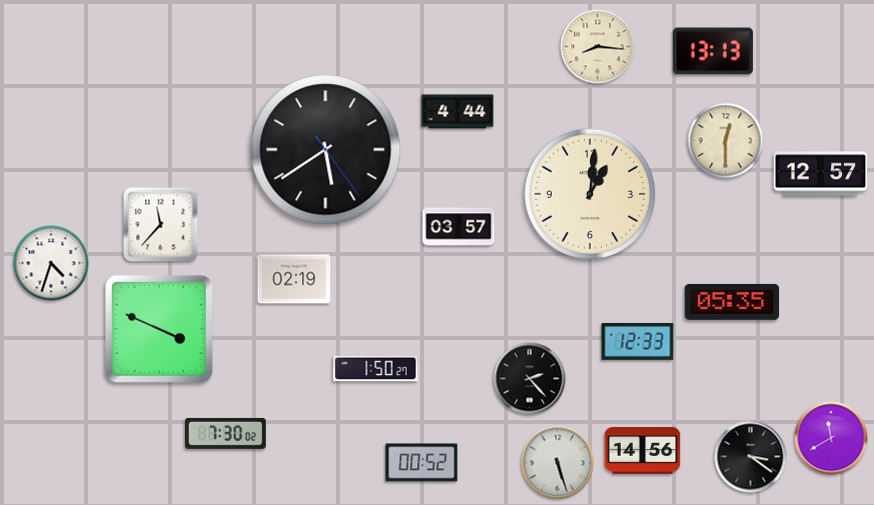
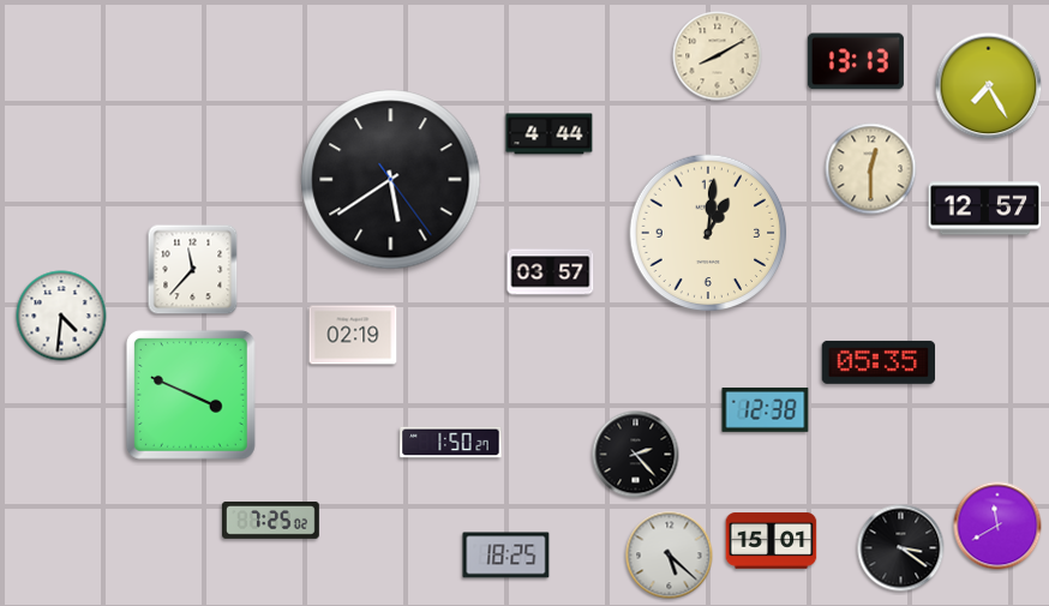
clock at (598, 47): 8:16 -> 8:10
clock at (989, 86): none -> 7:25
clock at (51, 263): 4:33 -> 4:31
clock at (638, 341): 12:33 -> 12:38
clock at (225, 433): 7:30 -> 7:25
clock at (643, 451): 14:56 -> 15:01
clock at (422, 463): 00:52 -> 18:25
clock at (558, 463): 5:27 -> 5:22
